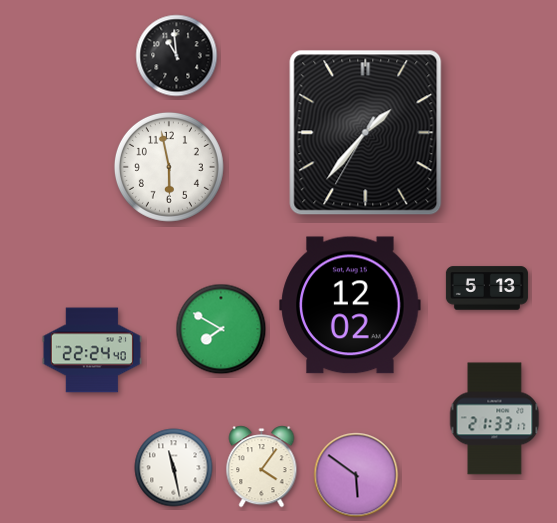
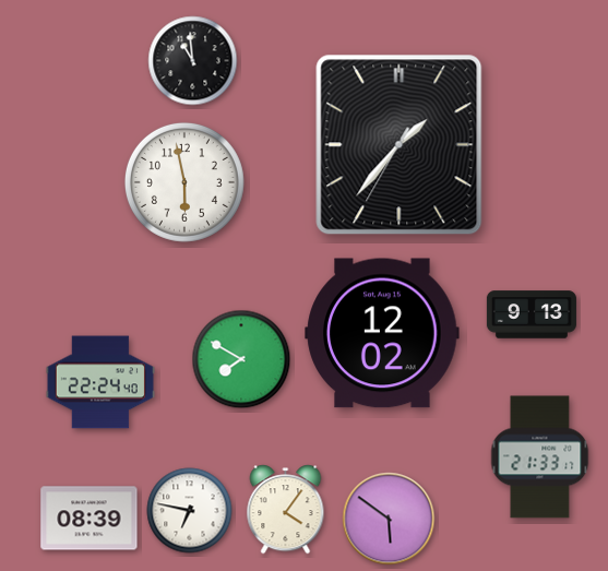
clock at (487, 288): 5:13 -> 9:13
clock at (174, 468): 11:28 -> 6:47
clock at (90, 519): none -> 08:39
